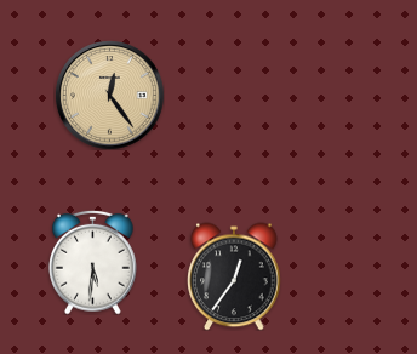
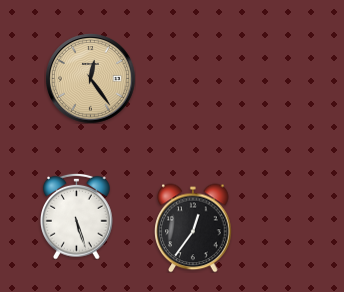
clock at (93, 262): 5:31 -> 5:27
